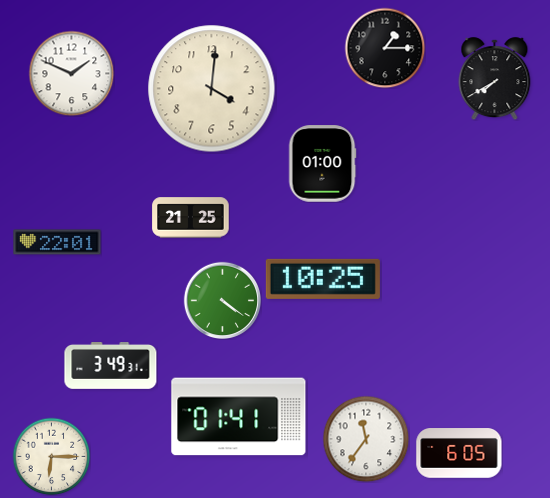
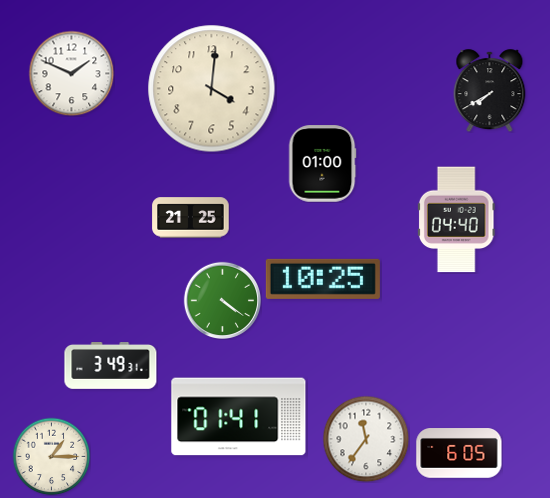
clock at (385, 48): 1:15 -> none
clock at (495, 79) position: (495, 79) -> (490, 91)
clock at (456, 220): none -> 04:40
clock at (57, 242): 22:01 -> none
clock at (51, 456): 6:15 -> 1:15
